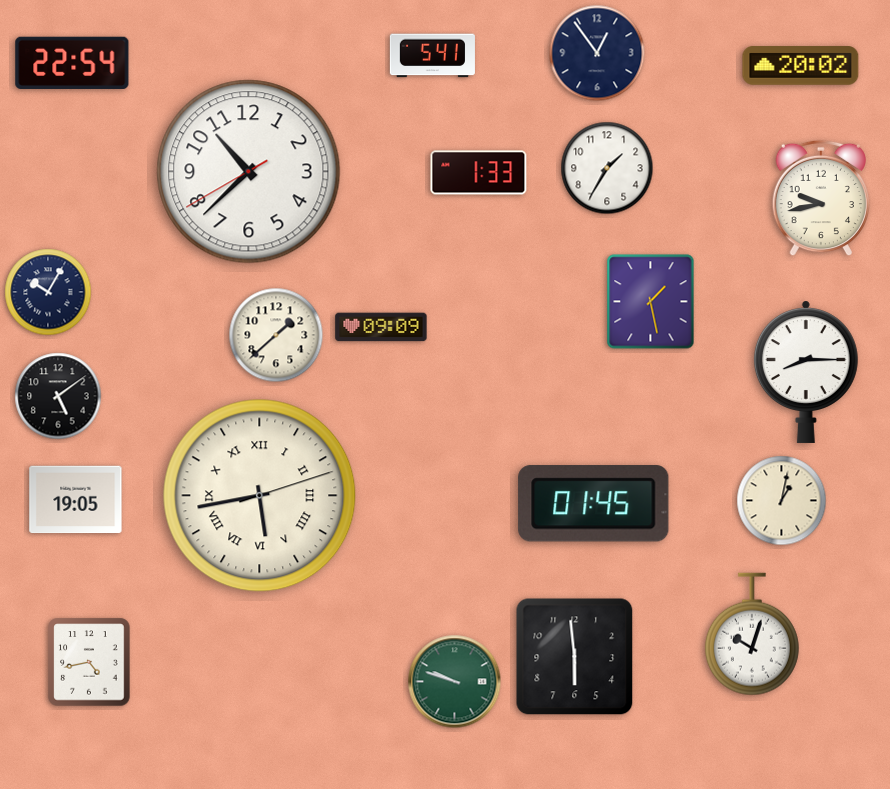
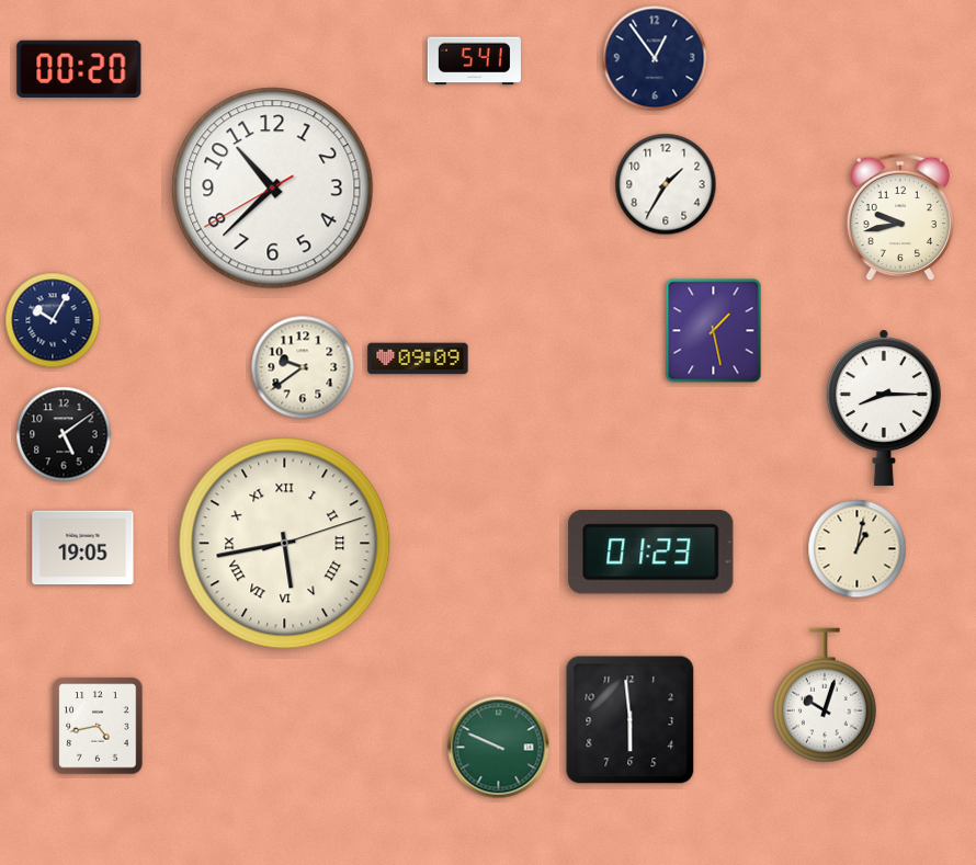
clock at (72, 62): 22:54 -> 00:20
clock at (801, 66): 20:02 -> none
clock at (479, 173): 1:33 -> none
clock at (276, 335): 1:38 -> 9:39
clock at (594, 504): 01:45 -> 01:23
clock at (455, 682): 9:48 -> 9:49
